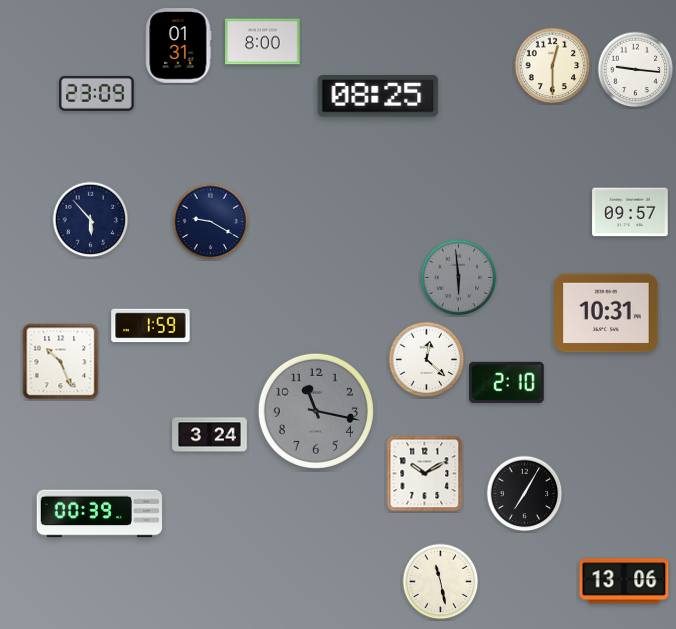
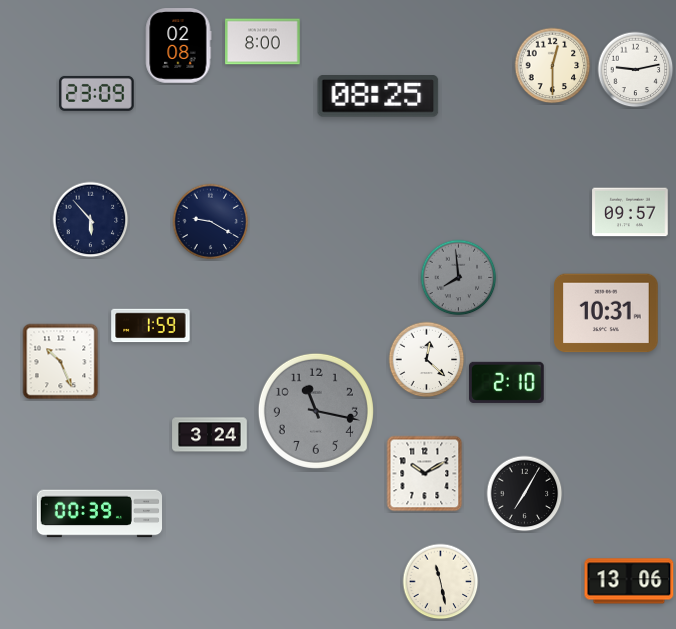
clock at (178, 46): 01:31 -> 02:08
clock at (636, 70): 9:16 -> 9:13
clock at (459, 278): 5:59 -> 7:59
clock at (624, 581) position: (624, 581) -> (629, 581)
